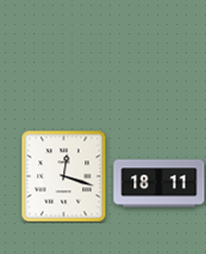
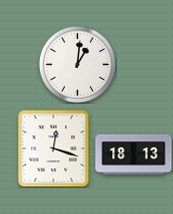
clock at (77, 64): none -> 1:01
clock at (160, 184): 18:11 -> 18:13
